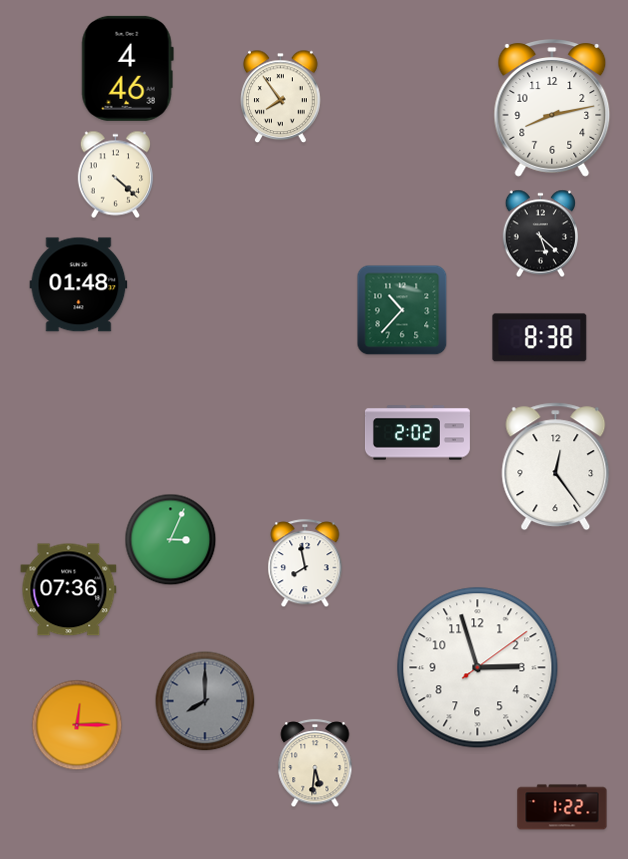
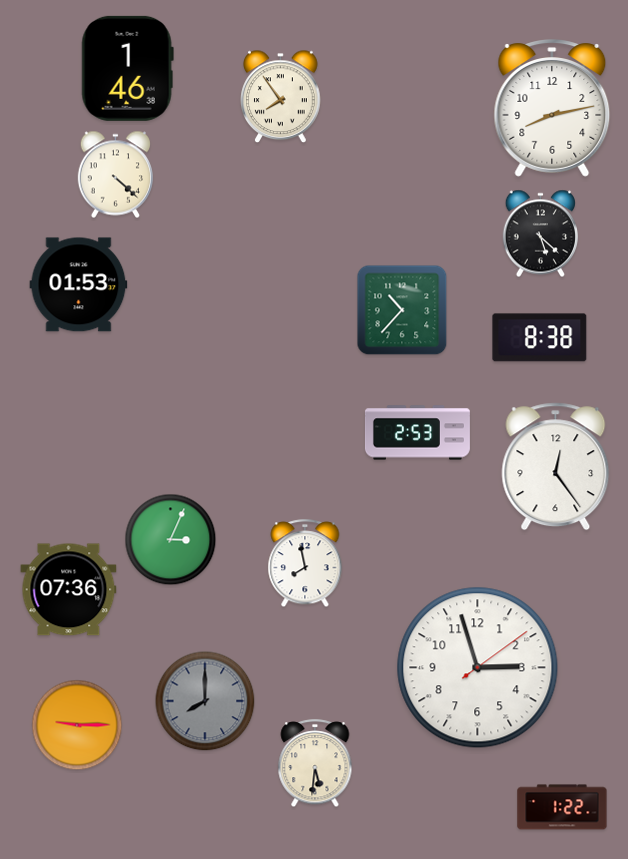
clock at (127, 68): 4:46 -> 1:46
clock at (79, 285): 01:48 -> 01:53
clock at (417, 433): 2:02 -> 2:53
clock at (77, 725): 12:15 -> 9:15
